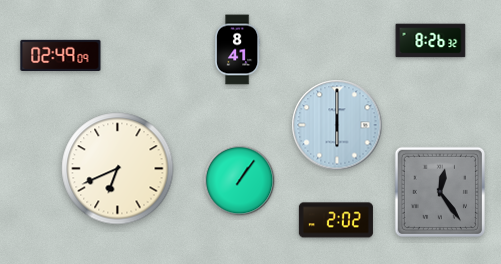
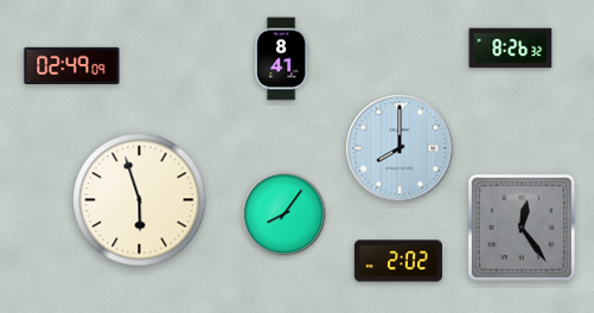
clock at (337, 125): 6:00 -> 8:00
clock at (118, 169): 6:41 -> 5:57
clock at (240, 181): 1:06 -> 8:06
